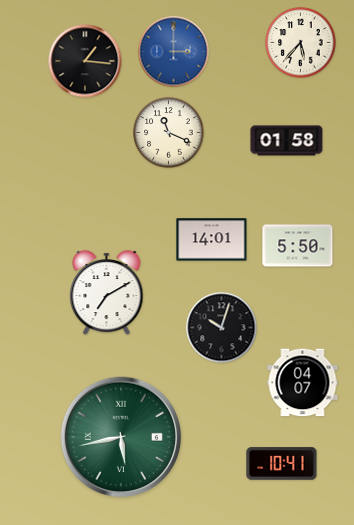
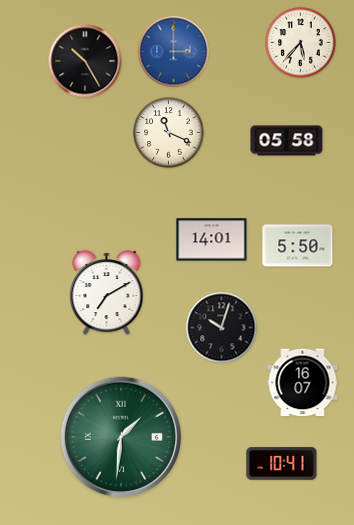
clock at (85, 61): 1:16 -> 10:25
clock at (287, 141): 01:58 -> 05:58
clock at (303, 383): 04:07 -> 16:07
clock at (121, 437): 5:43 -> 1:31
